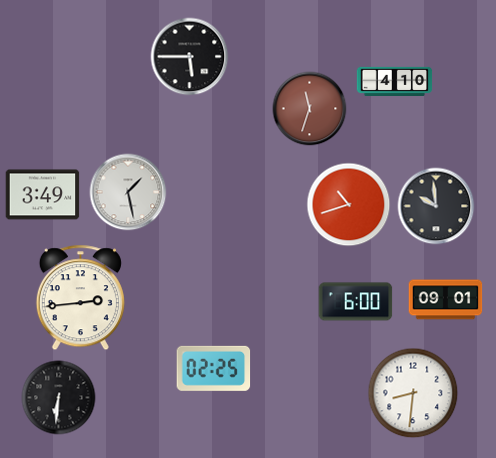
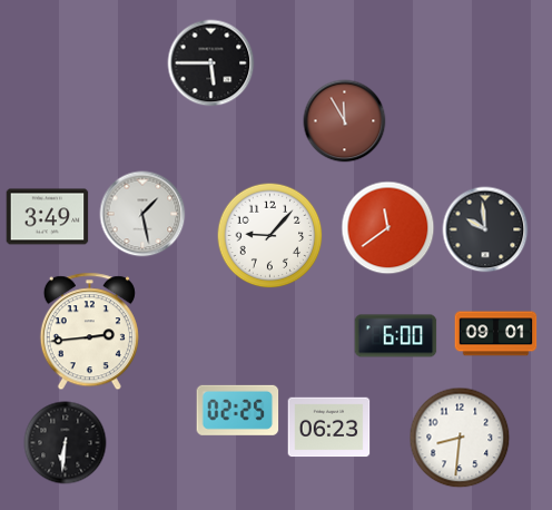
clock at (395, 81): 4:10 -> none
clock at (310, 109): 11:33 -> 11:55
clock at (349, 205): 10:42 -> 11:39
clock at (270, 236): none -> 9:07
clock at (329, 428): none -> 06:23
